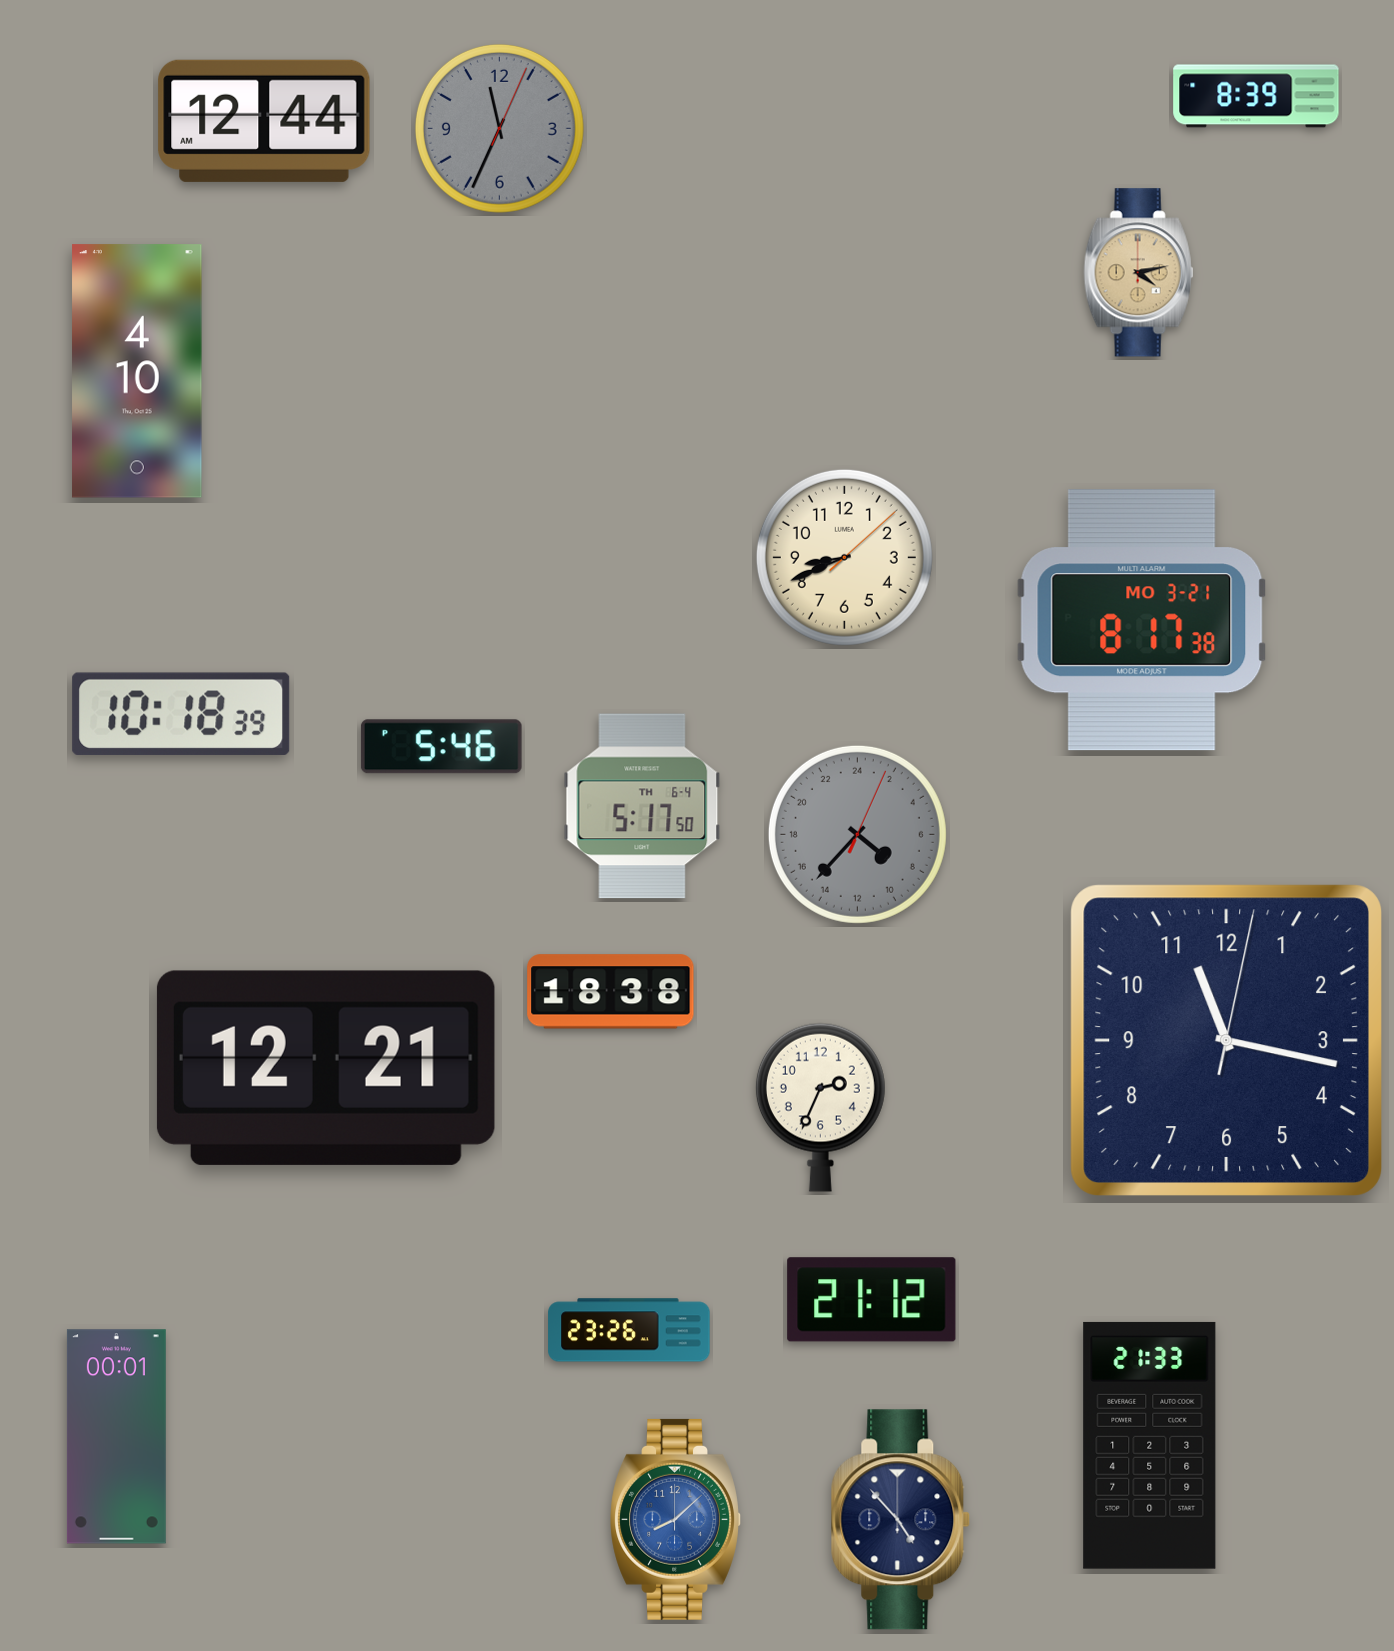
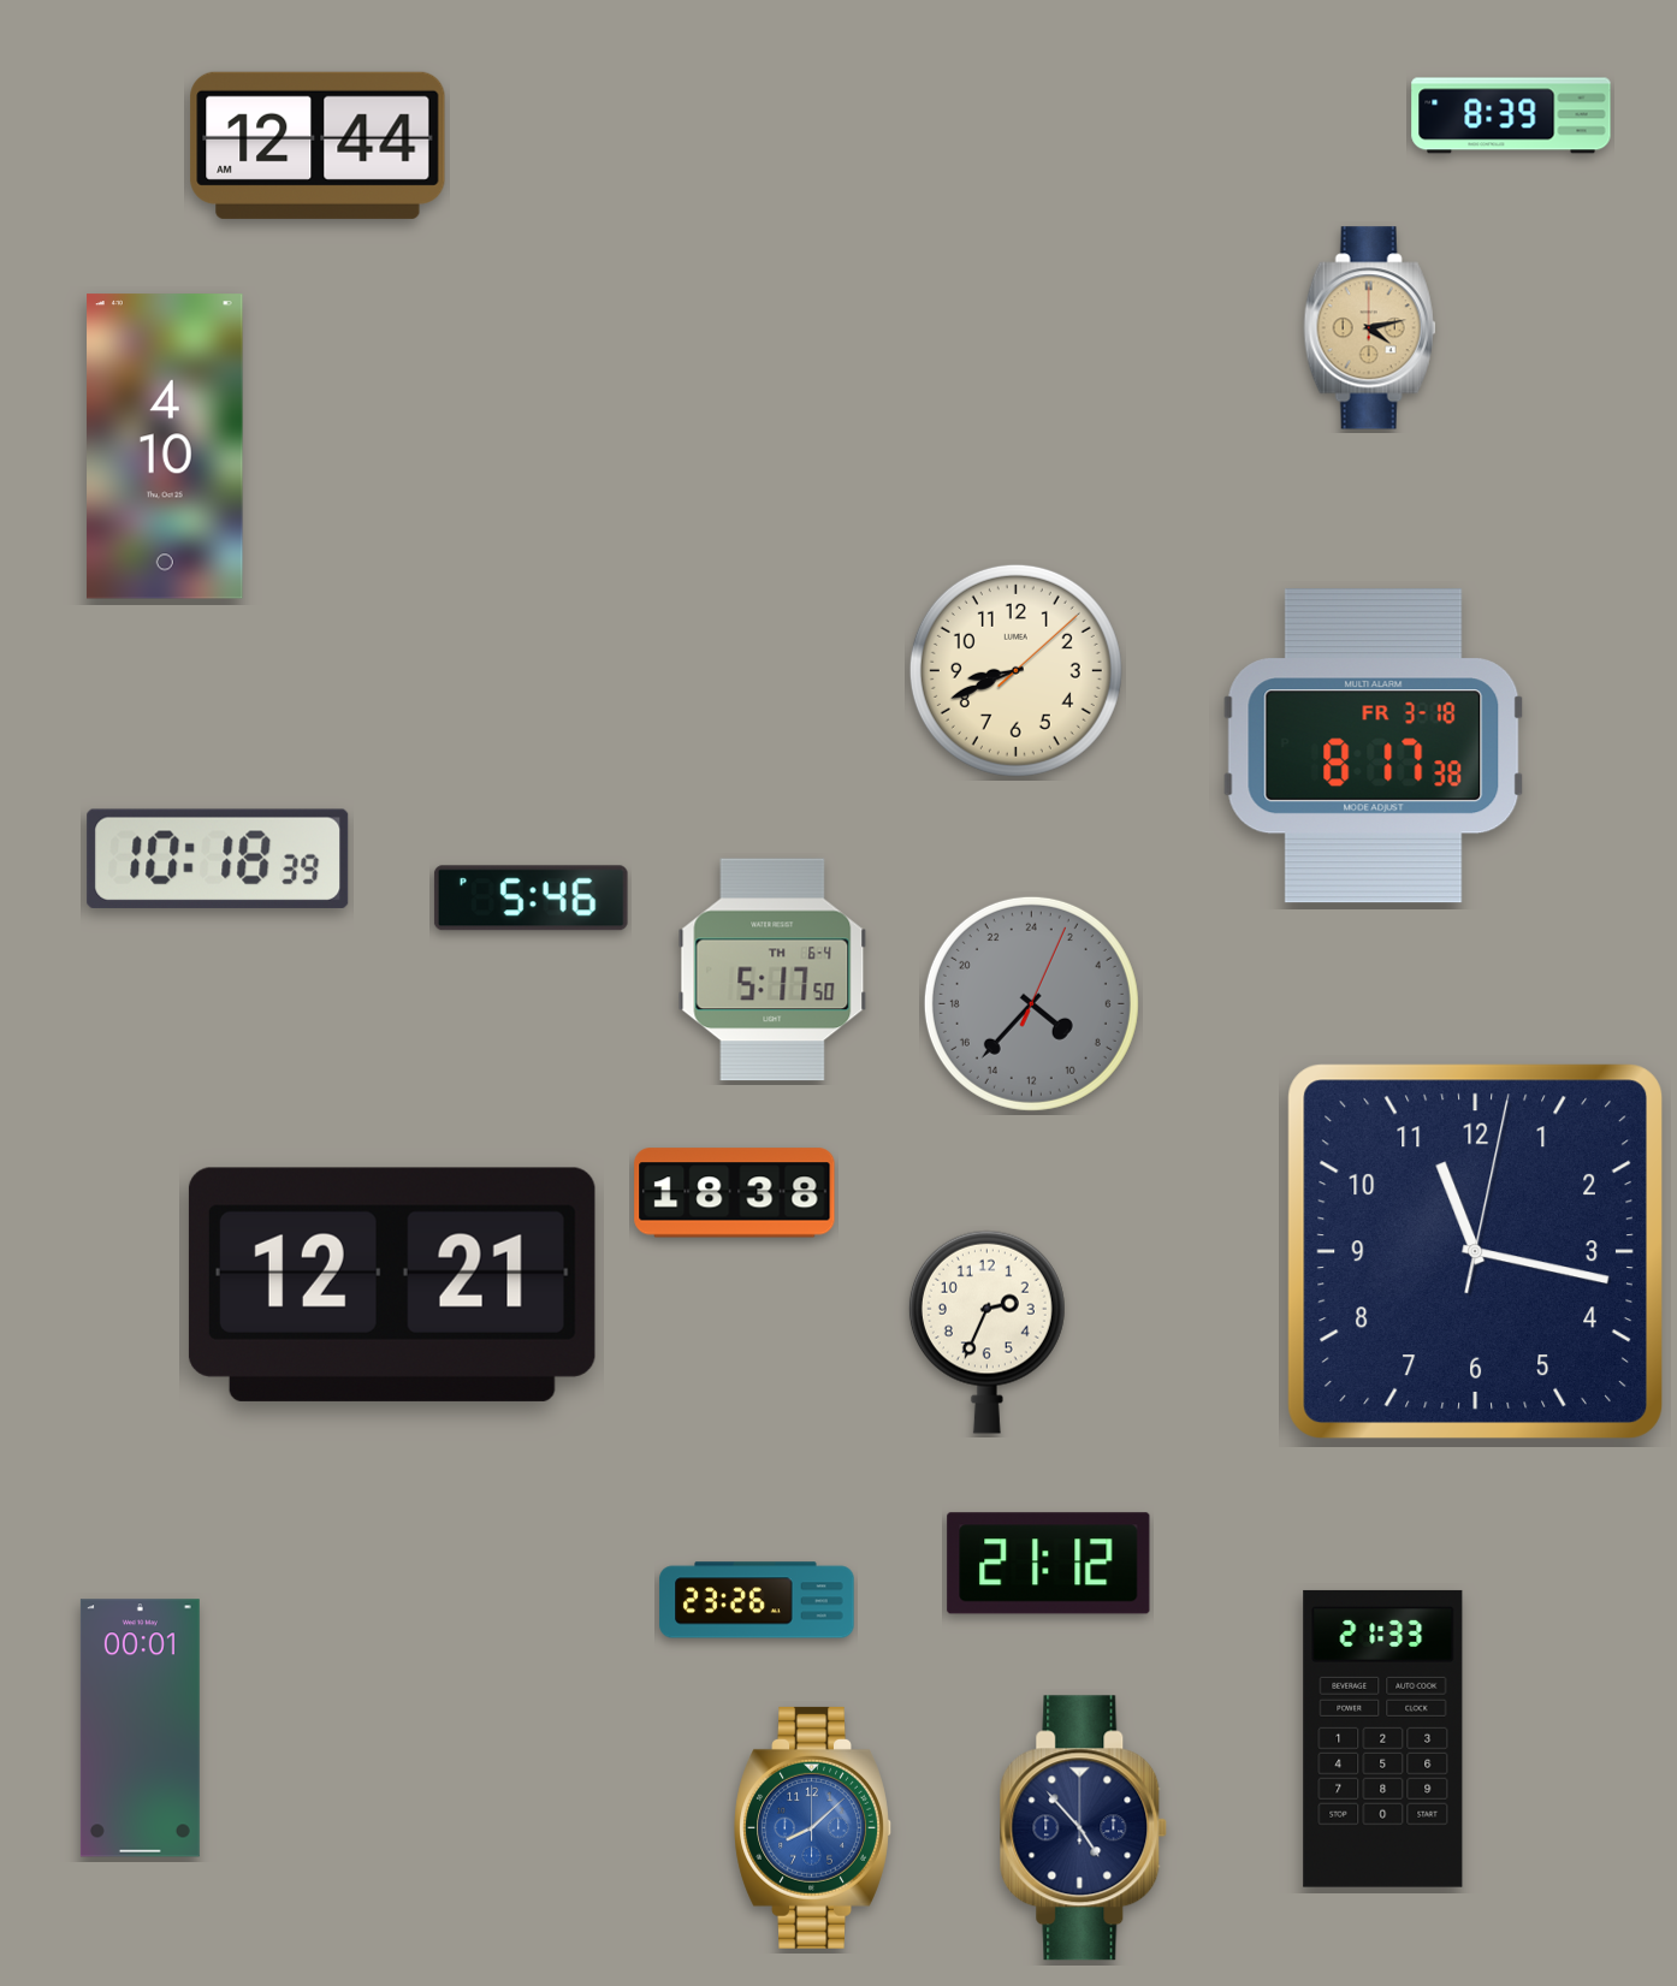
clock at (499, 128): 11:34 -> none
clock at (1142, 620) date: MO 3-21 -> FR 3-18
